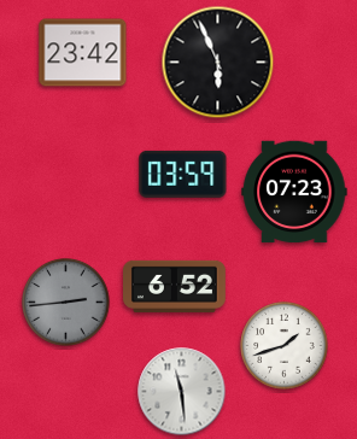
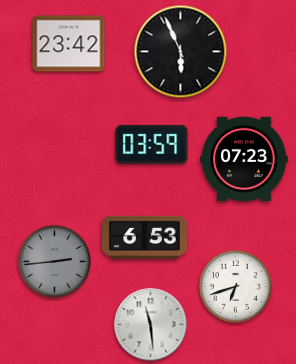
clock at (175, 286): 6:52 -> 6:53
clock at (66, 303) position: (66, 303) -> (55, 262)
clock at (285, 346): 1:42 -> 6:42
